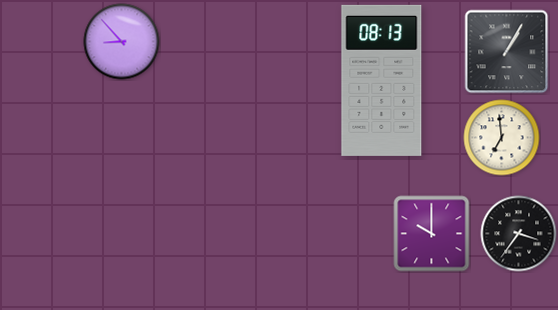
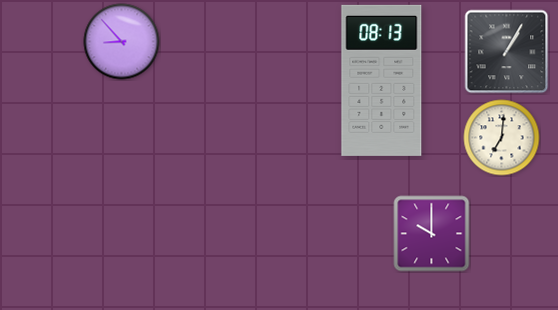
clock at (502, 138): 6:59 -> 7:01
clock at (519, 234): 3:36 -> none
